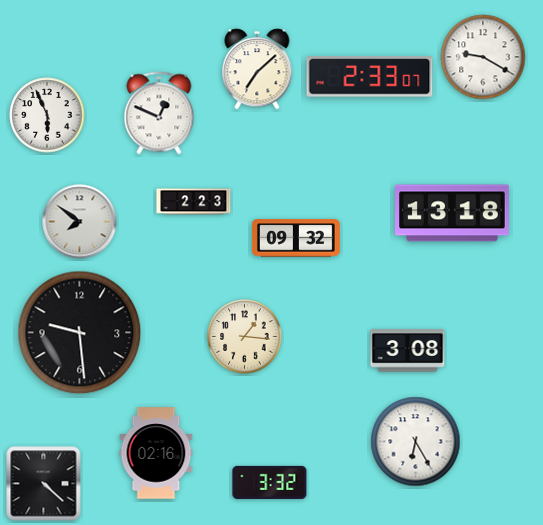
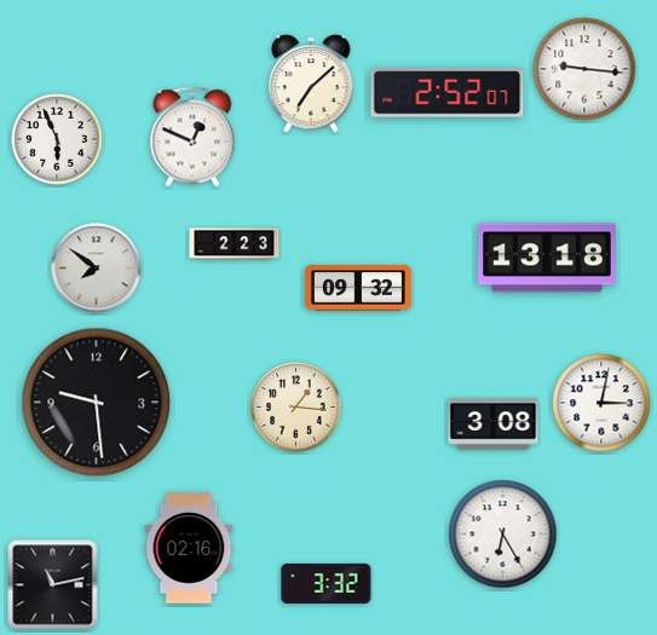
clock at (483, 57): 9:20 -> 9:16
clock at (370, 77): 2:33 -> 2:52
clock at (601, 403): none -> 3:02
clock at (44, 484): 4:22 -> 11:13
